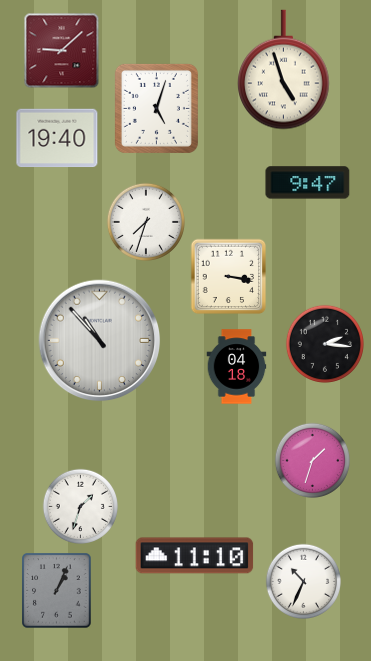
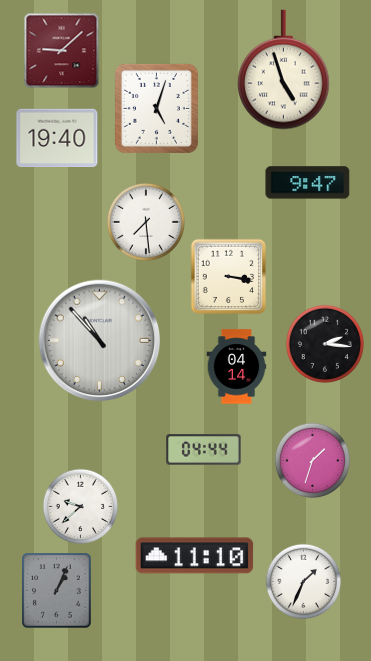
clock at (146, 222): 7:33 -> 7:29
clock at (237, 367): 04:18 -> 04:14
clock at (204, 450): none -> 04:44
clock at (80, 506): 1:33 -> 9:38
clock at (303, 581): 10:34 -> 1:34
